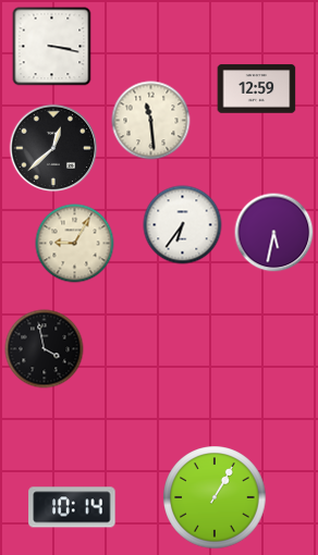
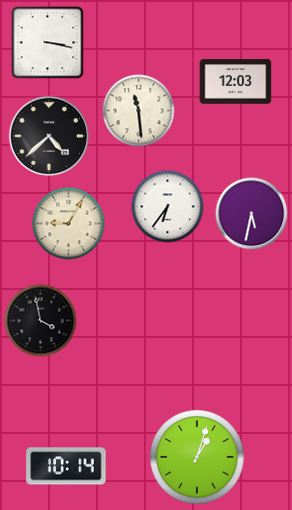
clock at (257, 89): 12:59 -> 12:03
clock at (53, 148): 12:38 -> 4:38
clock at (215, 497): 1:05 -> 1:03
